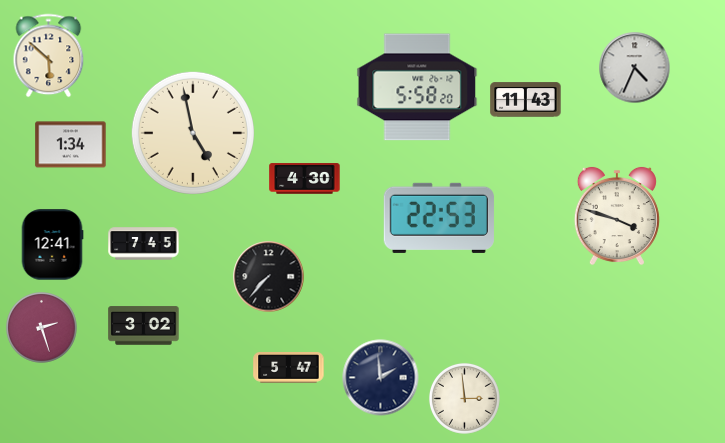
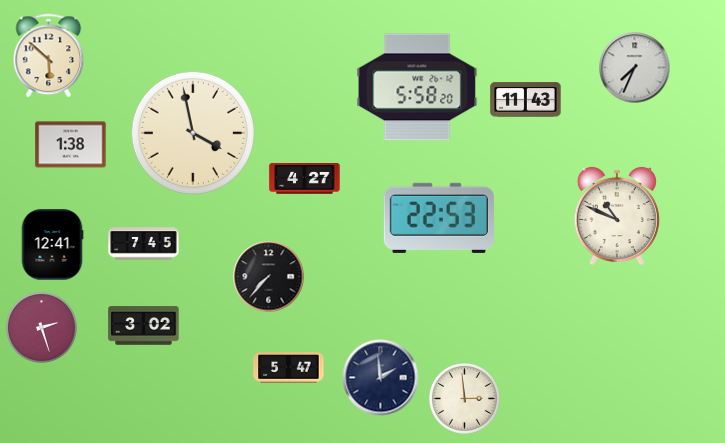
clock at (635, 68): 4:34 -> 7:34
clock at (193, 133): 4:58 -> 3:58
clock at (71, 145): 1:34 -> 1:38
clock at (305, 179): 4:30 -> 4:27
clock at (617, 216): 3:48 -> 10:49
